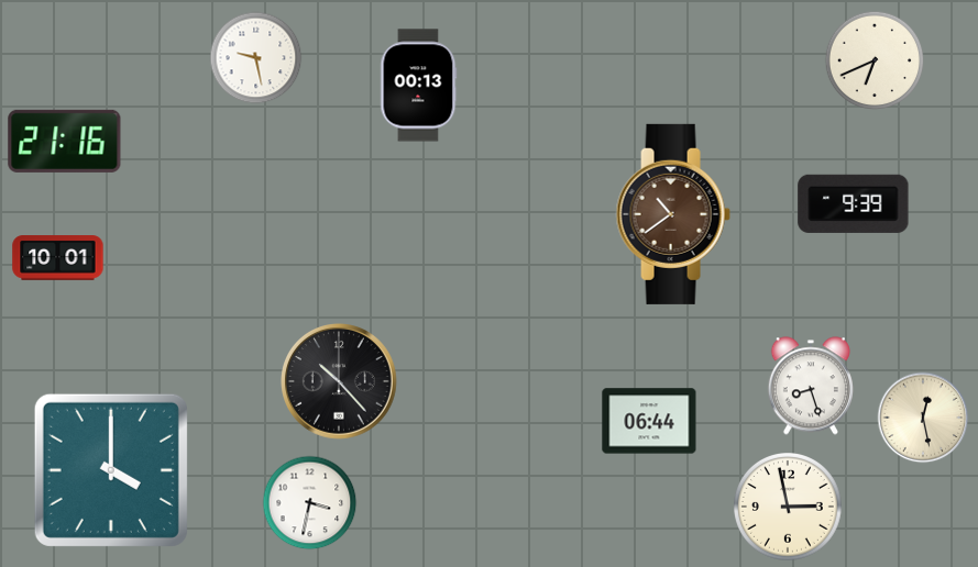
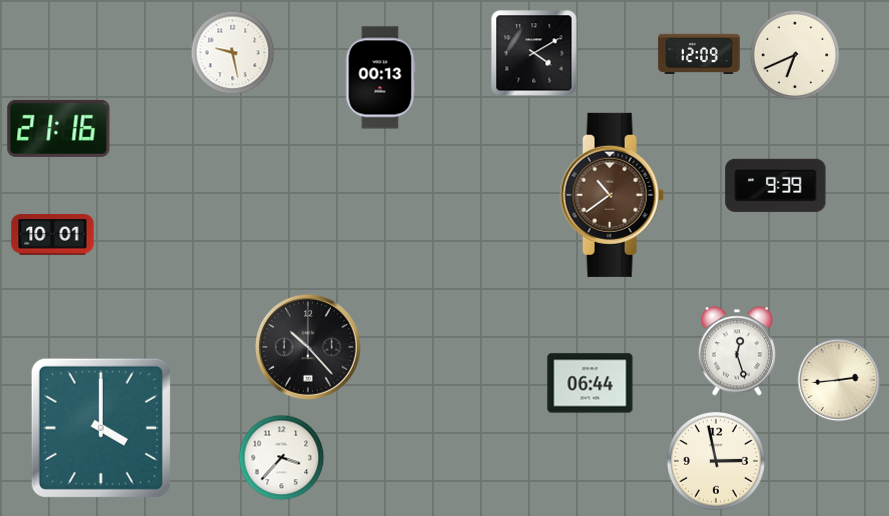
clock at (534, 53): none -> 4:10
clock at (699, 53): none -> 12:09
clock at (811, 386): 8:27 -> 12:27
clock at (923, 418): 12:28 -> 2:44
clock at (310, 503): 3:32 -> 3:37
